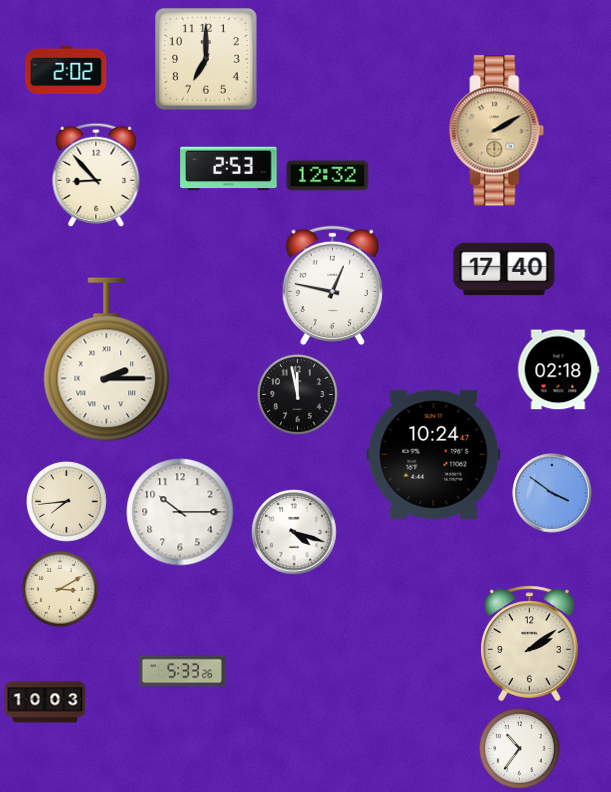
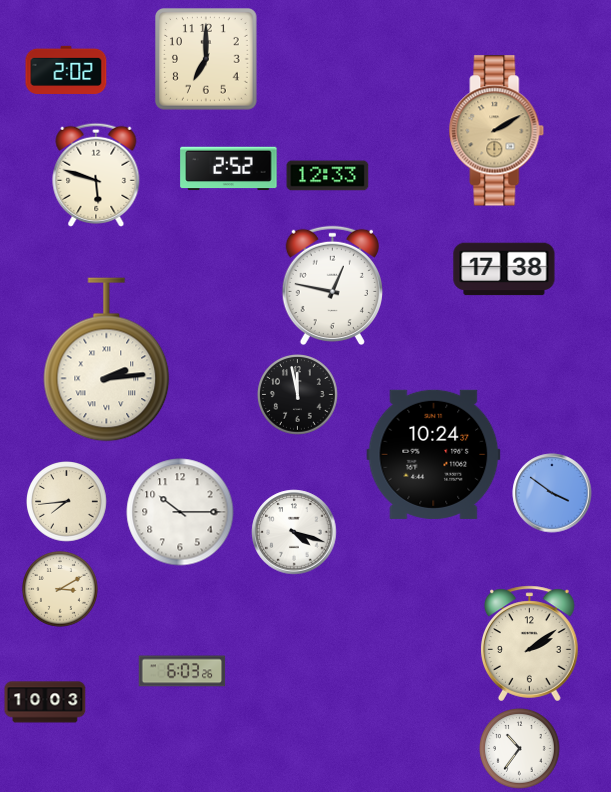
clock at (229, 169): 2:53 -> 2:52
clock at (96, 175): 8:53 -> 5:48
clock at (328, 176): 12:32 -> 12:33
clock at (504, 269): 17:40 -> 17:38
clock at (107, 360): 2:15 -> 2:14
clock at (558, 370): 02:18 -> none
clock at (434, 454): 10:24:47 -> 10:24:37
clock at (182, 671): 5:33 -> 6:03
